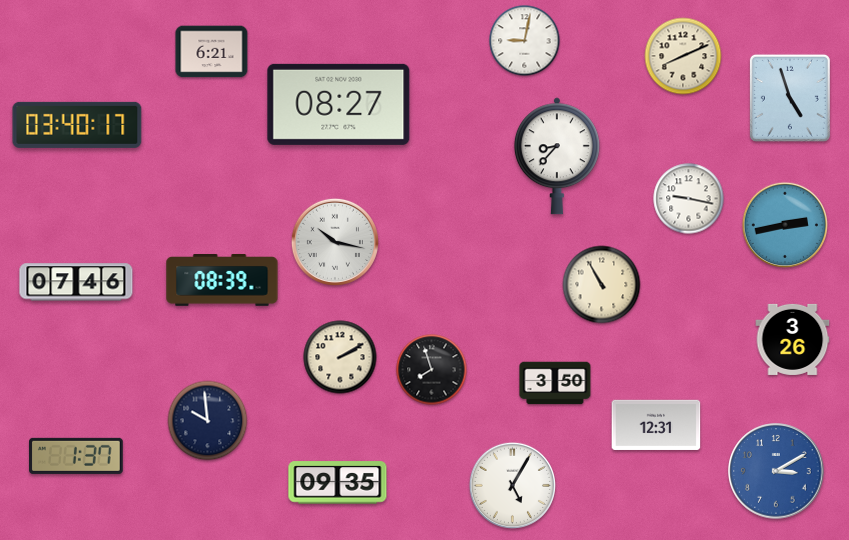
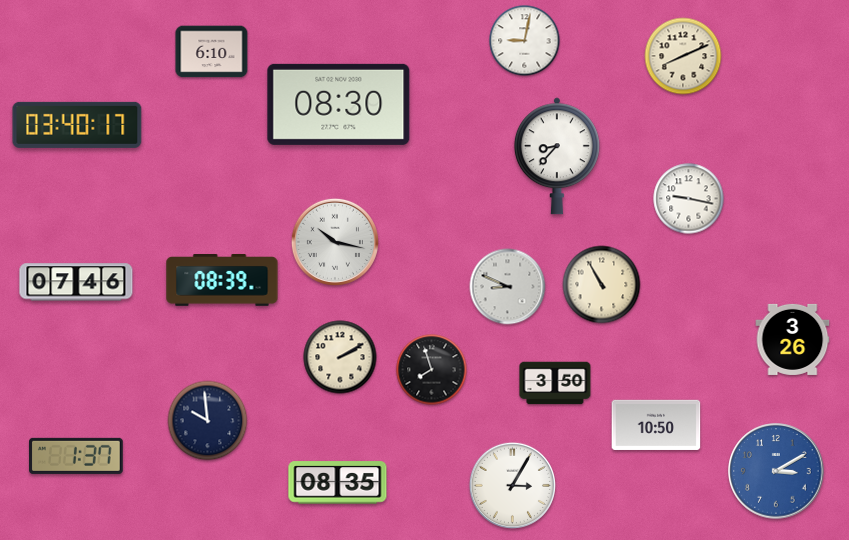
clock at (212, 52): 6:21 -> 6:10
clock at (790, 98): 4:57 -> none
clock at (339, 104): 08:27 -> 08:30
clock at (784, 224): 2:43 -> none
clock at (508, 287): none -> 8:49
clock at (656, 425): 12:31 -> 10:50
clock at (338, 483): 09:35 -> 08:35
clock at (512, 485): 5:05 -> 3:05
